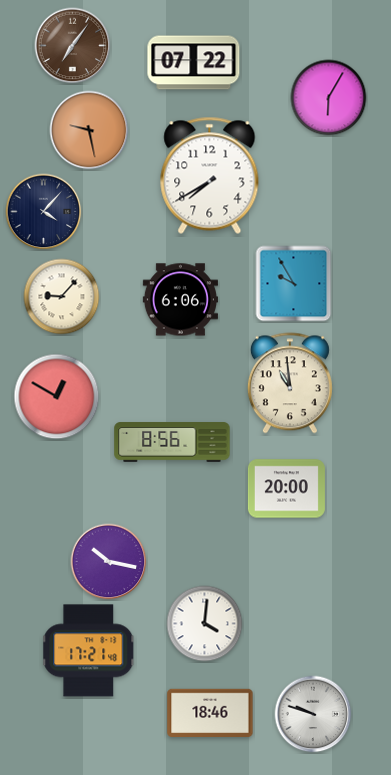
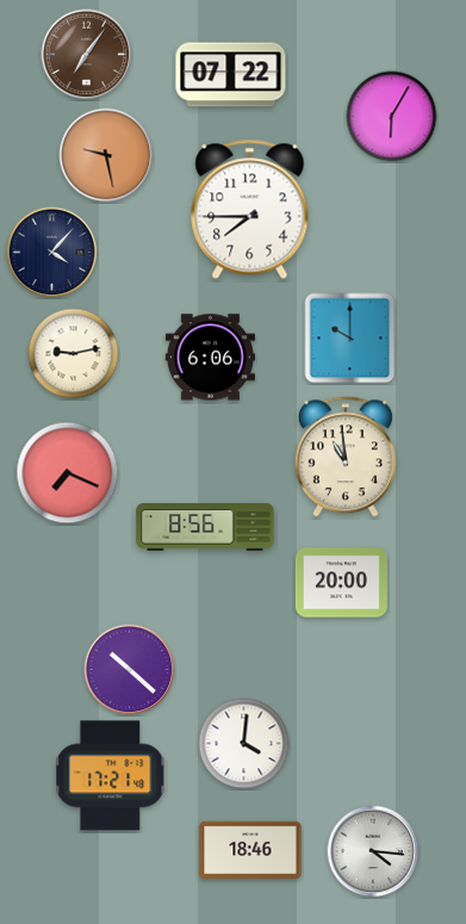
clock at (210, 175): 7:40 -> 7:45
clock at (294, 284): 9:55 -> 10:00
clock at (62, 297): 9:07 -> 9:13
clock at (180, 300) position: (180, 300) -> (210, 358)
clock at (57, 397): 12:50 -> 7:19
clock at (109, 562): 10:17 -> 10:22
clock at (89, 651) position: (89, 651) -> (111, 776)
clock at (313, 714): 9:48 -> 4:16
